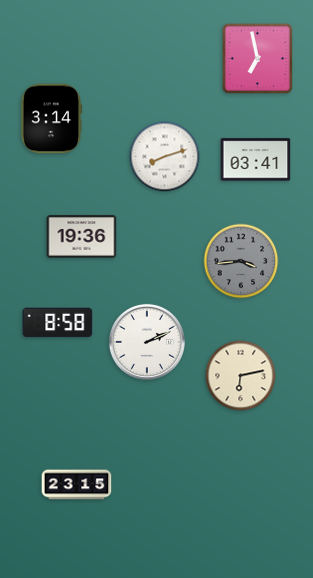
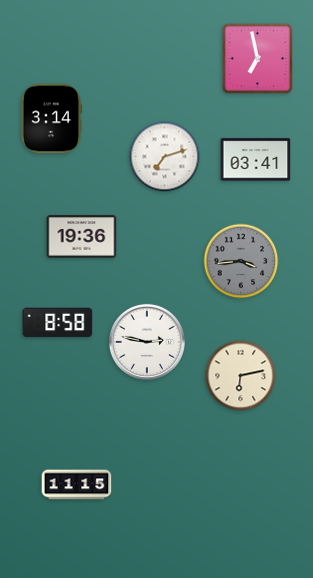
clock at (165, 157): 8:12 -> 7:12
clock at (147, 342): 2:11 -> 2:47
clock at (77, 485): 23:15 -> 11:15
